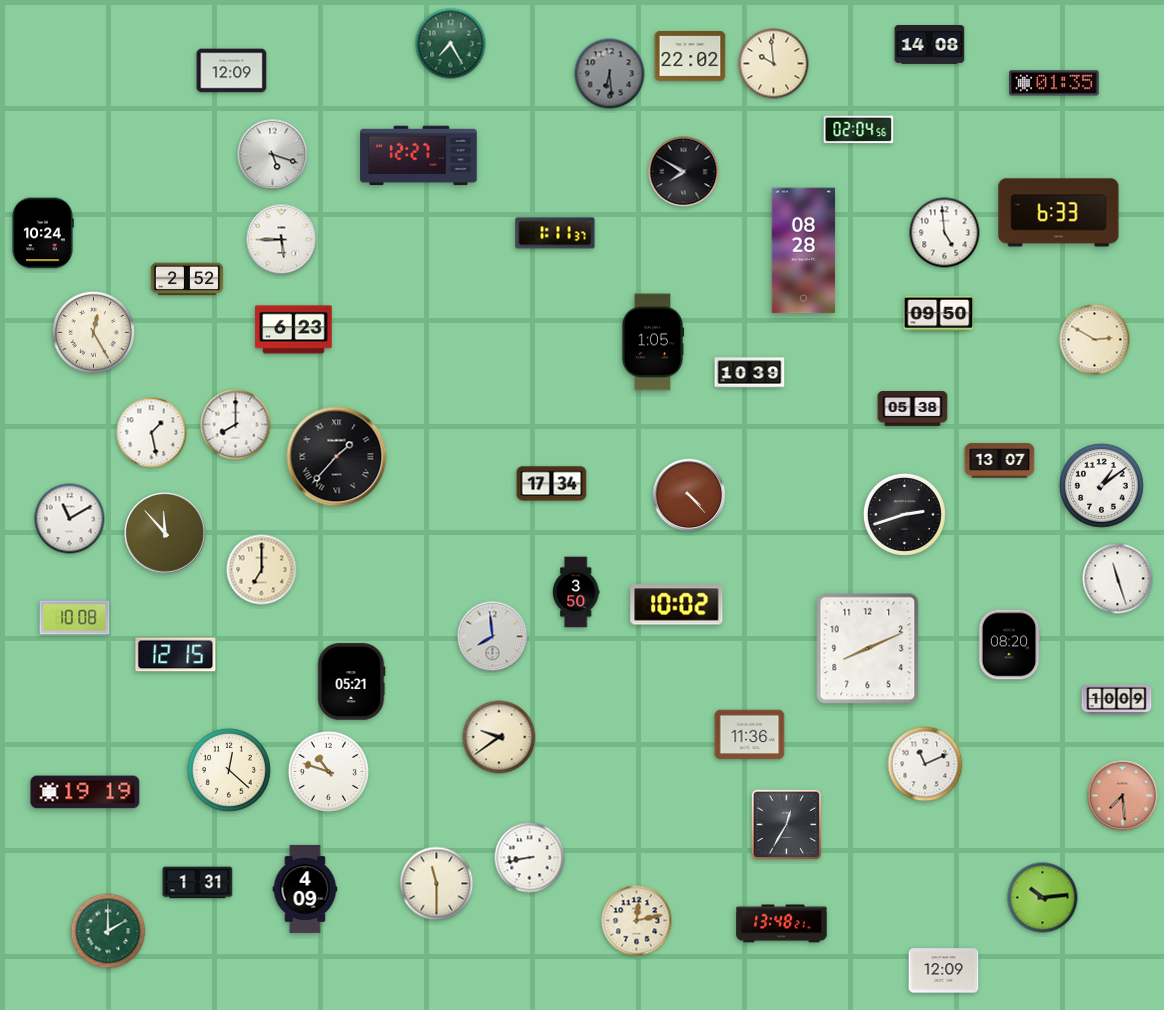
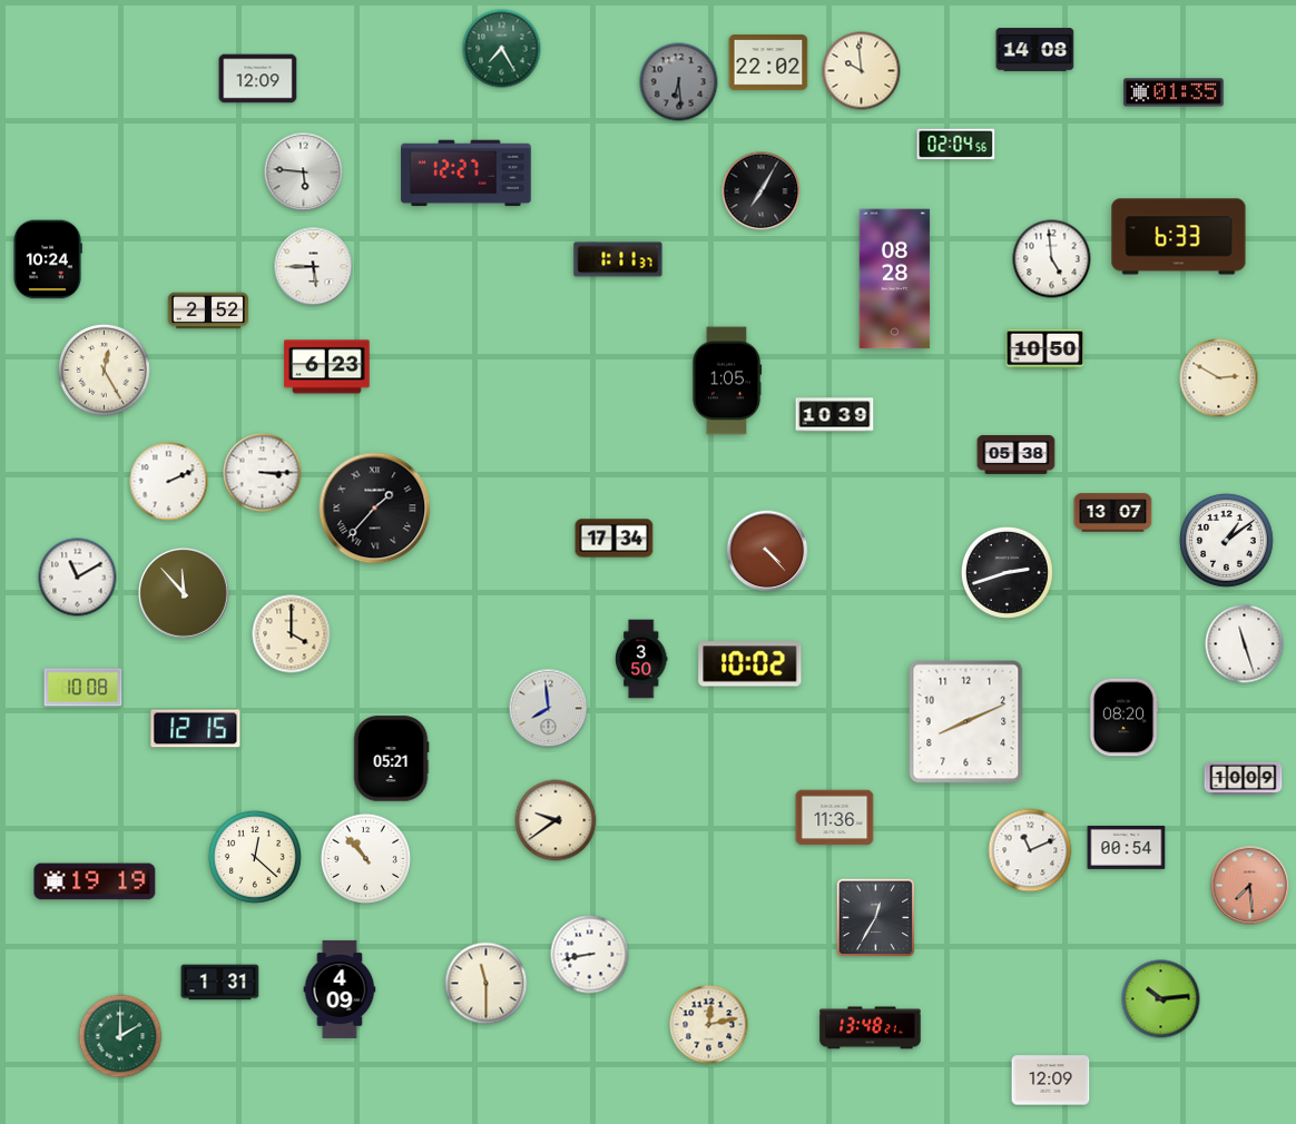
clock at (273, 155): 5:18 -> 5:46
clock at (684, 172): 7:50 -> 7:05
clock at (939, 314): 09:50 -> 10:50
clock at (236, 425): 8:00 -> 3:15
clock at (152, 433): 1:28 -> 2:11
clock at (262, 570): 7:00 -> 4:00
clock at (677, 605) position: (677, 605) -> (750, 664)
clock at (1127, 847): none -> 00:54
clock at (328, 771): 10:48 -> 10:53
